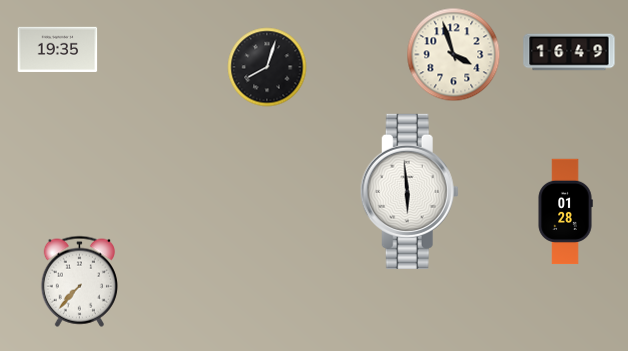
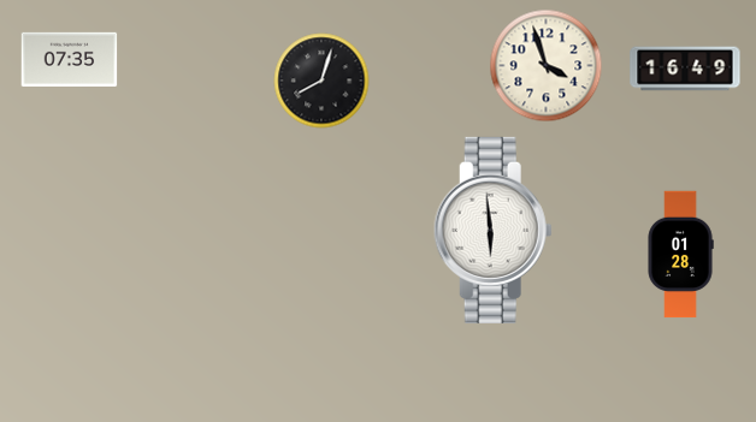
clock at (58, 49): 19:35 -> 07:35
clock at (569, 52) position: (569, 52) -> (685, 69)
clock at (79, 281): 7:37 -> none
